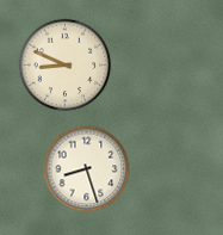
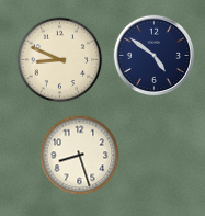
clock at (155, 56): none -> 4:51
